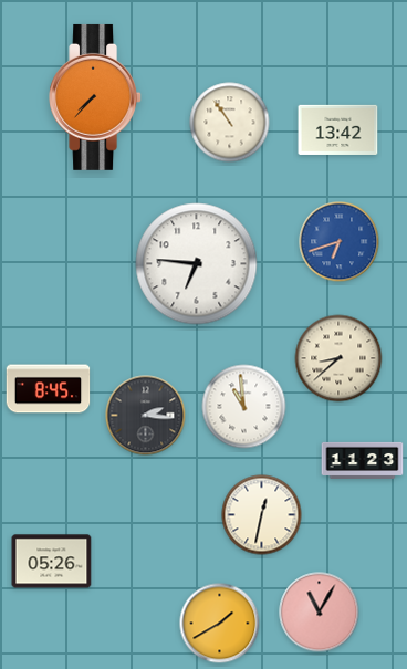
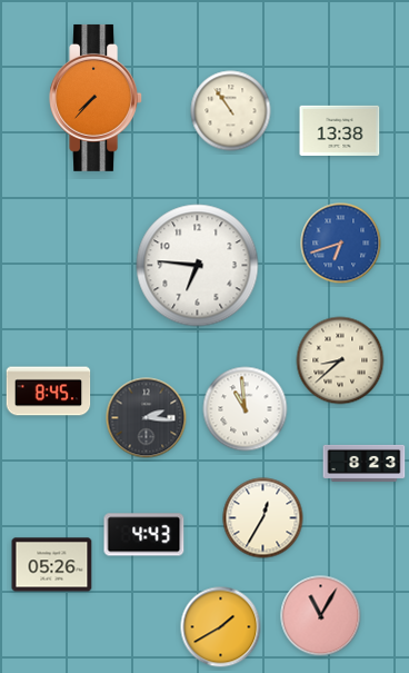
clock at (230, 123) position: (230, 123) -> (231, 111)
clock at (338, 129): 13:42 -> 13:38
clock at (363, 460): 11:23 -> 8:23
clock at (262, 515): 12:32 -> 12:35
clock at (144, 535): none -> 4:43
